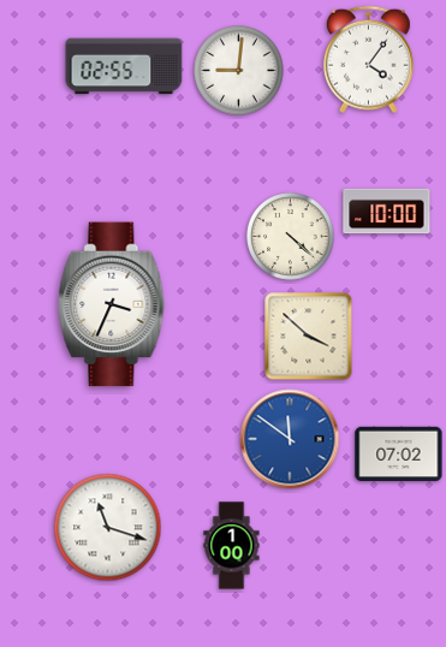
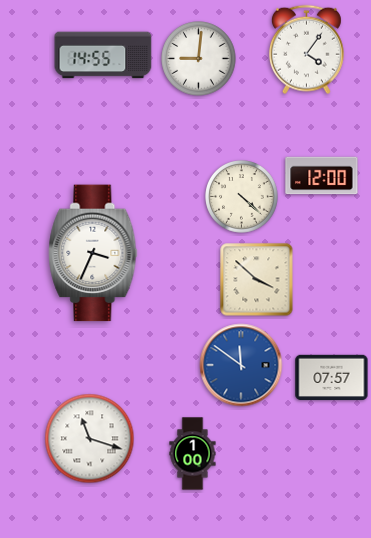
clock at (124, 66): 02:55 -> 14:55
clock at (387, 212): 10:00 -> 12:00
clock at (399, 453): 07:02 -> 07:57
